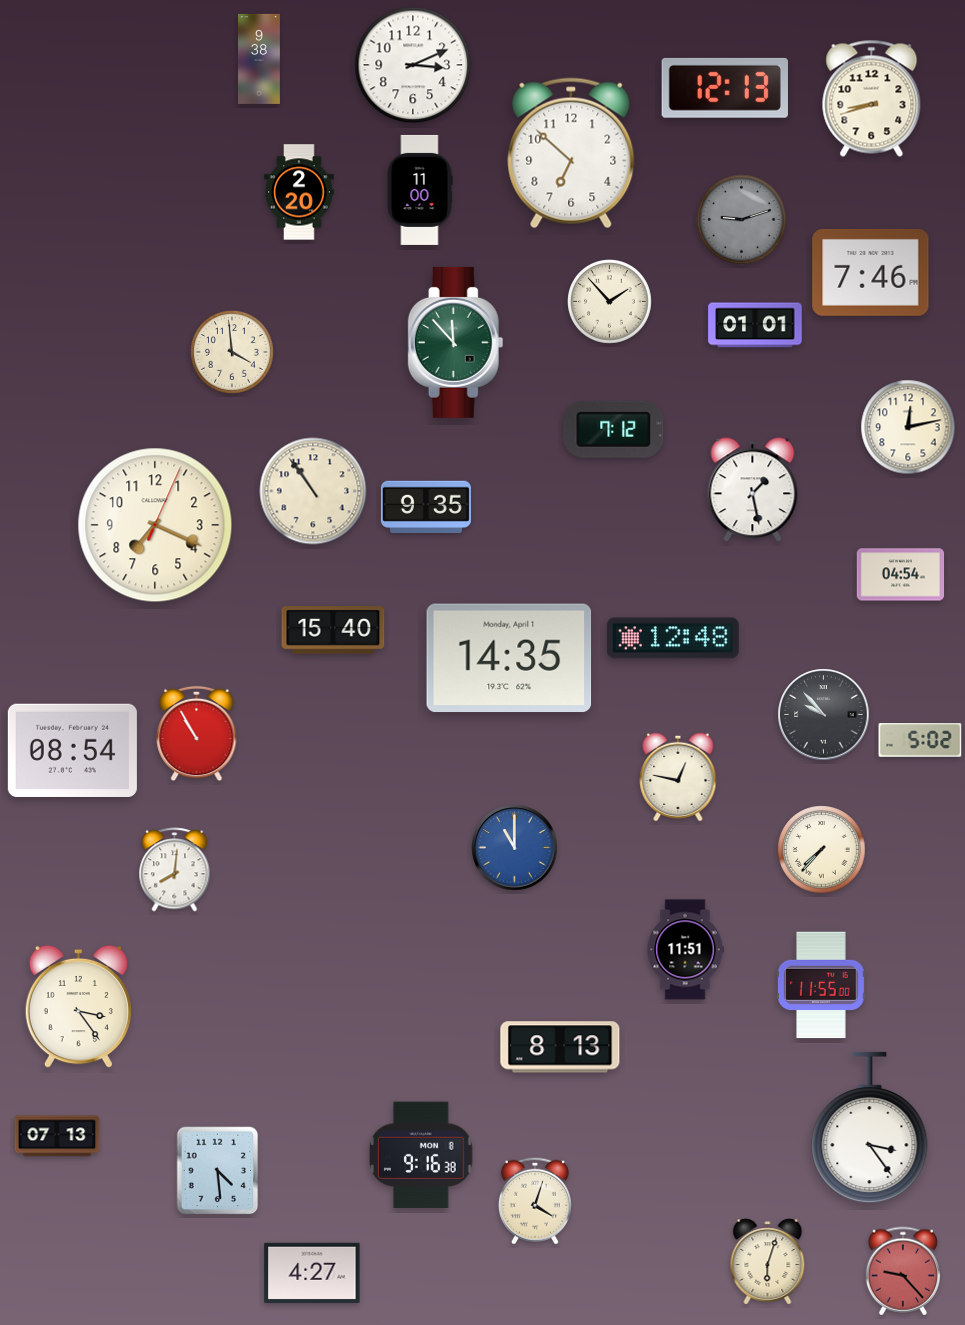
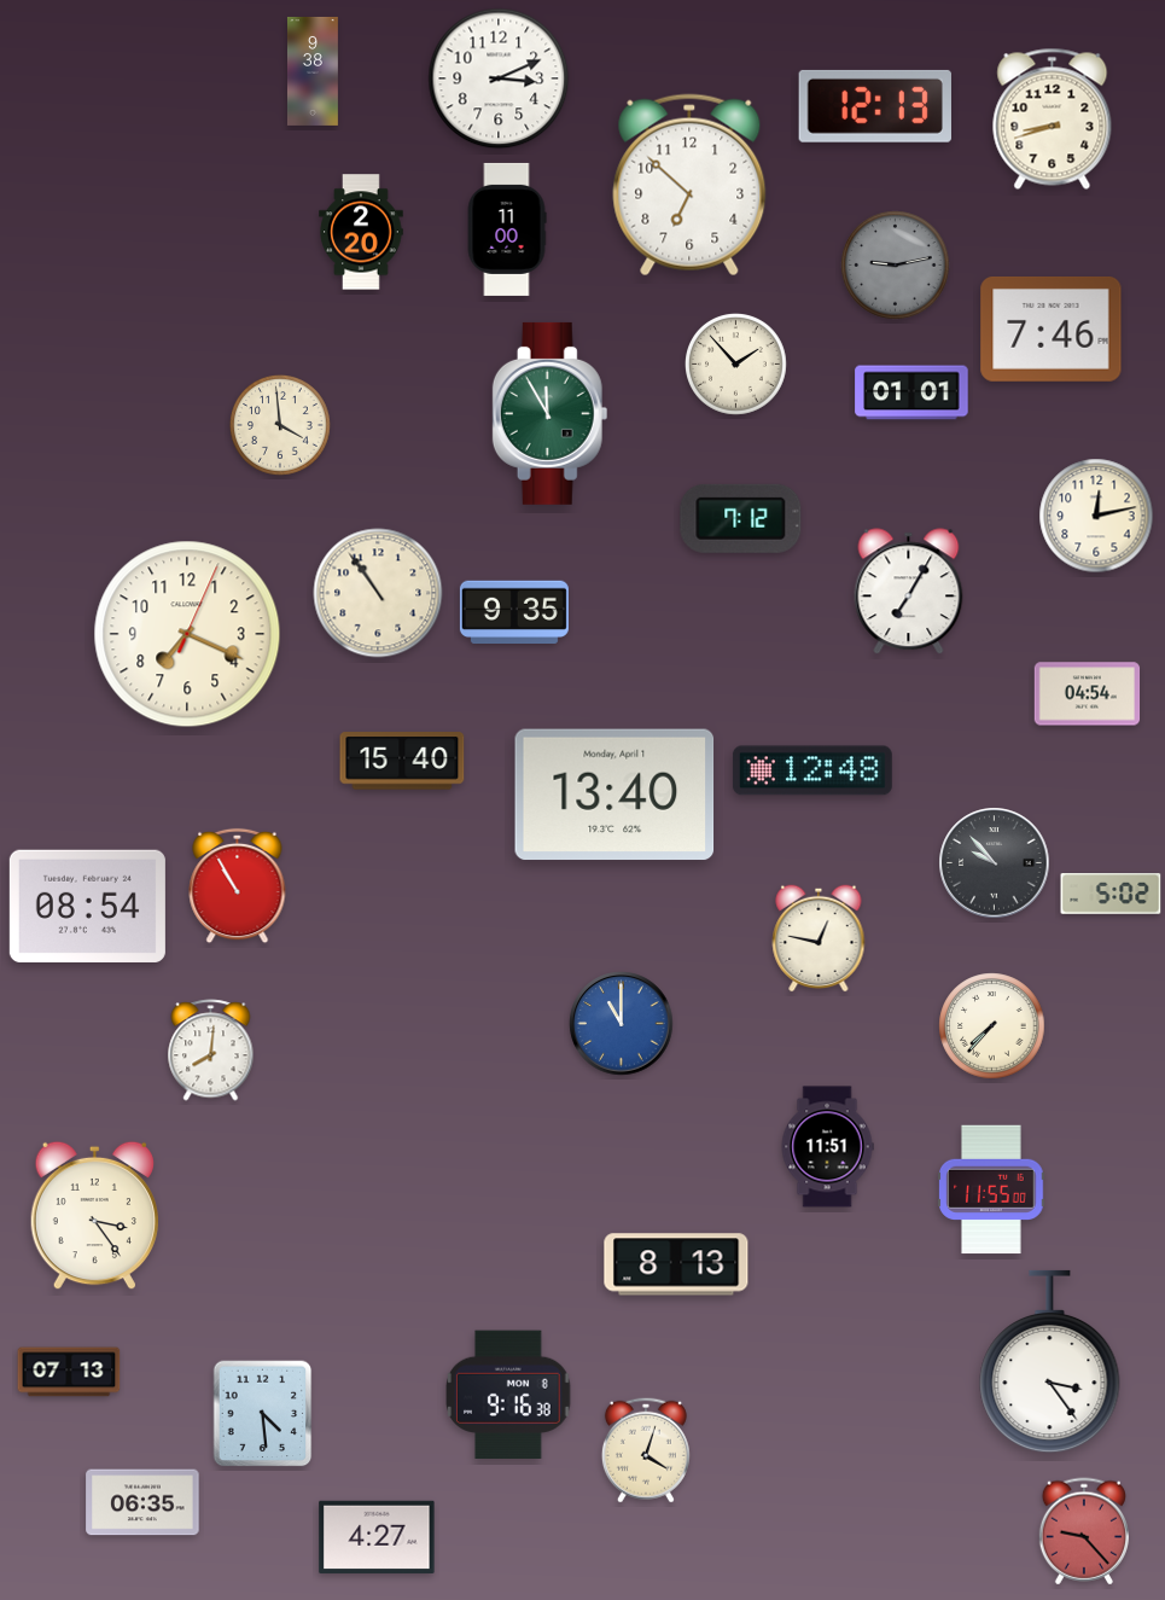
clock at (742, 220): 9:12 -> 9:13
clock at (456, 342): 11:53 -> 11:55
clock at (753, 490): 1:28 -> 7:05
clock at (509, 658): 14:35 -> 13:40
clock at (142, 1502): none -> 06:35
clock at (768, 1262): 6:03 -> none
clock at (902, 1271) position: (902, 1271) -> (1083, 1531)
